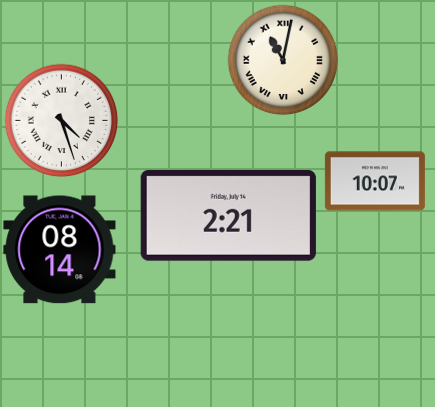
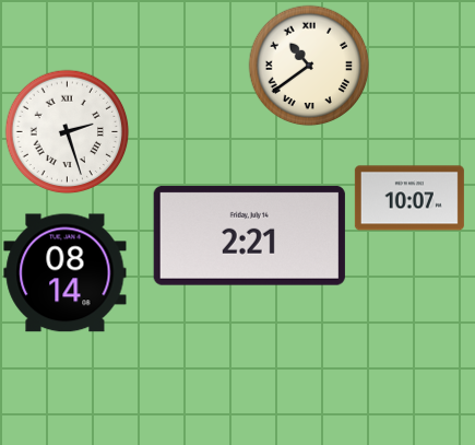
clock at (283, 60): 11:02 -> 10:39
clock at (62, 121): 4:27 -> 2:27
